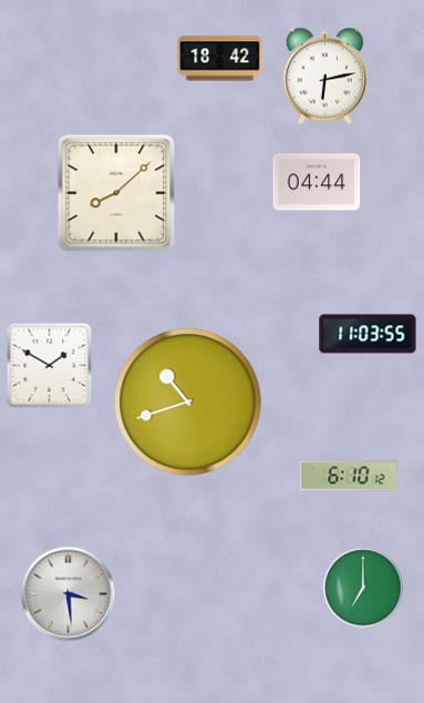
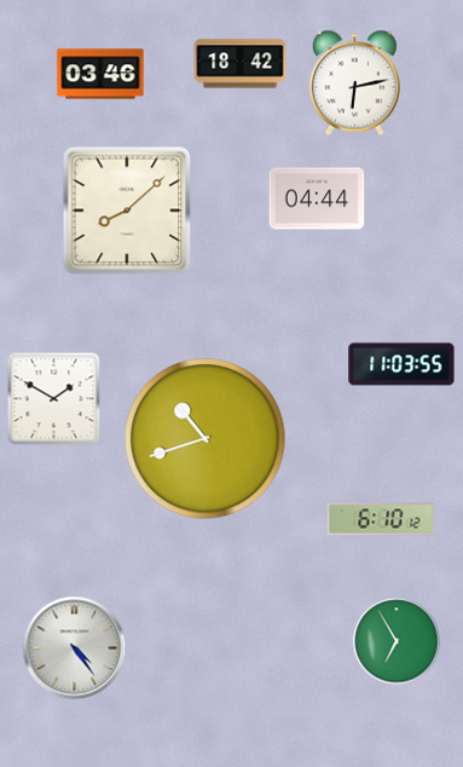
clock at (100, 74): none -> 03:46
clock at (317, 182) position: (317, 182) -> (317, 198)
clock at (363, 588): 7:00 -> 6:55
clock at (69, 594): 3:29 -> 4:24
